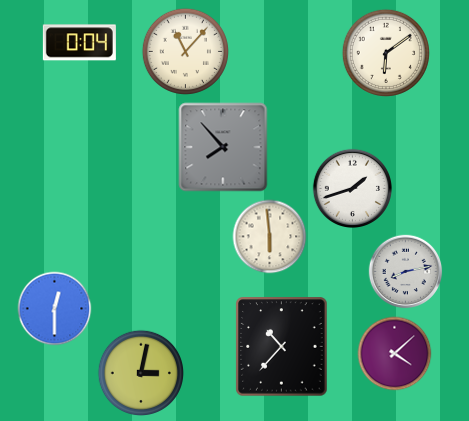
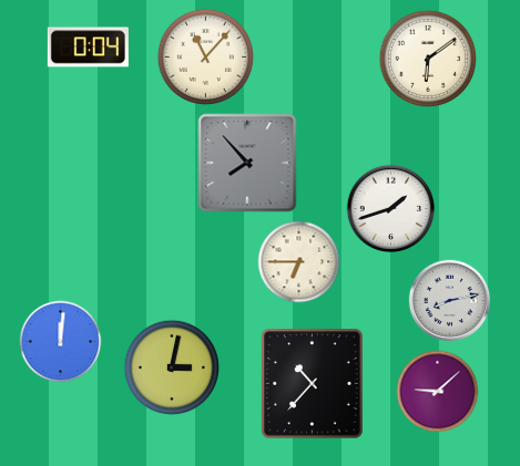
clock at (270, 237): 5:59 -> 6:45
clock at (55, 309): 12:30 -> 12:01
clock at (395, 354): 4:08 -> 9:08
clock at (140, 372) position: (140, 372) -> (171, 366)
